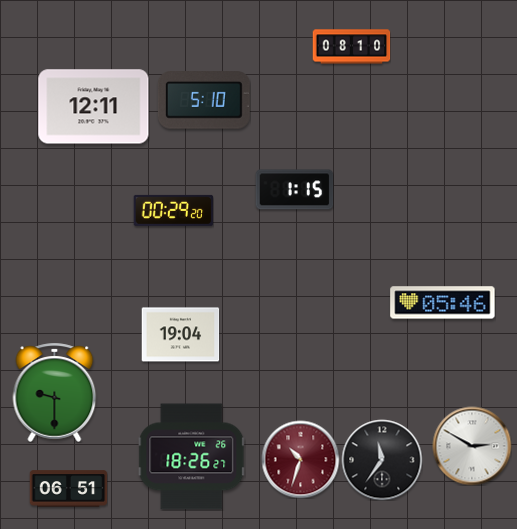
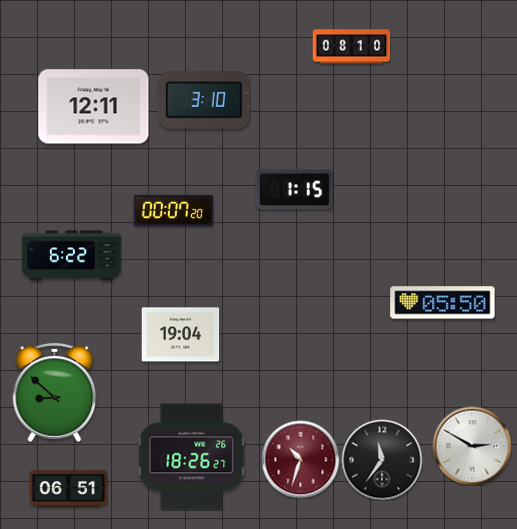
clock at (204, 100): 5:10 -> 3:10
clock at (173, 210): 00:29 -> 00:07
clock at (72, 256): none -> 6:22
clock at (443, 303): 05:46 -> 05:50
clock at (55, 392): 9:30 -> 8:52
